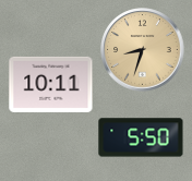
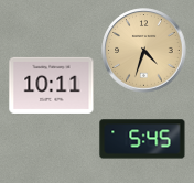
clock at (143, 50): 8:33 -> 4:33
clock at (141, 137): 5:50 -> 5:45
